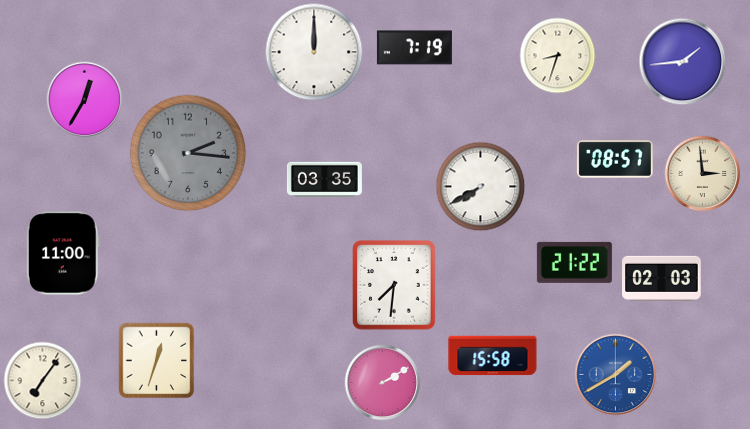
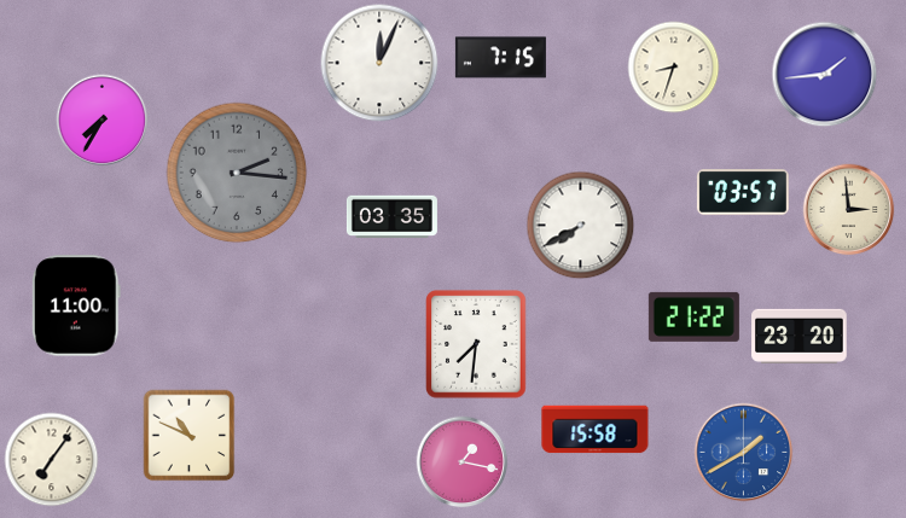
clock at (414, 48): 7:19 -> 7:15
clock at (314, 52): 12:00 -> 12:04
clock at (85, 100): 12:35 -> 7:35
clock at (188, 153) position: (188, 153) -> (237, 173)
clock at (615, 159): 08:57 -> 03:57
clock at (662, 278): 02:03 -> 23:20
clock at (157, 361): 12:33 -> 10:49
clock at (383, 383): 2:10 -> 1:17
